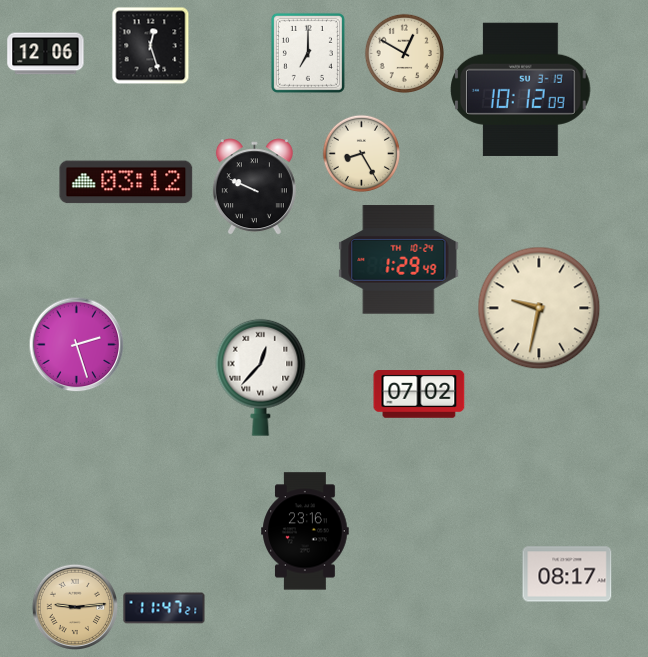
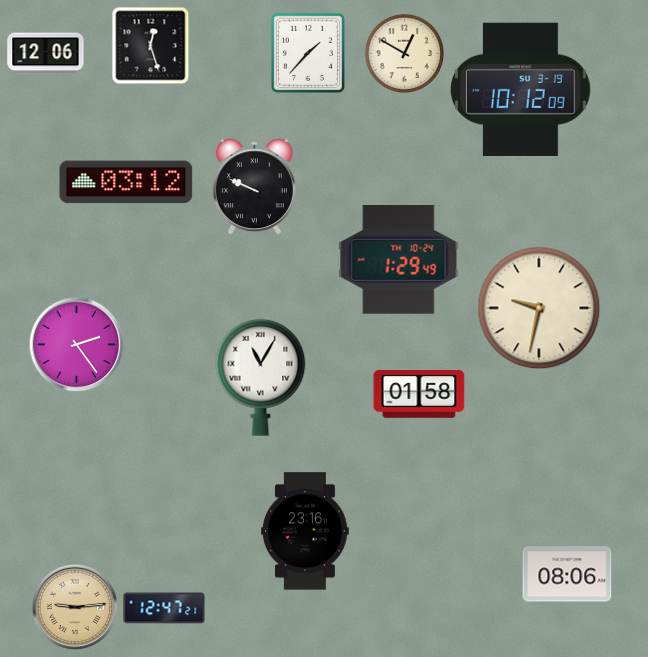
clock at (308, 53): 7:00 -> 1:37
clock at (361, 153): 8:25 -> none
clock at (76, 344): 2:27 -> 2:24
clock at (261, 377): 12:37 -> 11:05
clock at (419, 395): 07:02 -> 01:58
clock at (567, 574): 08:17 -> 08:06
clock at (164, 608): 11:47 -> 12:47
